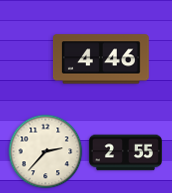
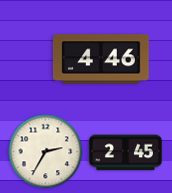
clock at (46, 152): 2:37 -> 2:35
clock at (125, 153): 2:55 -> 2:45
